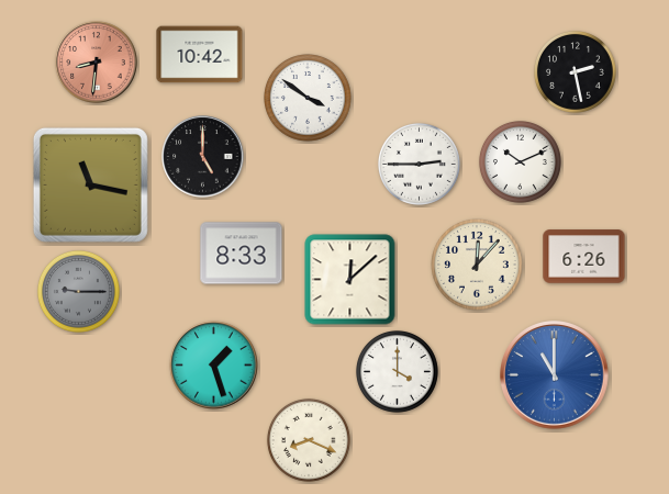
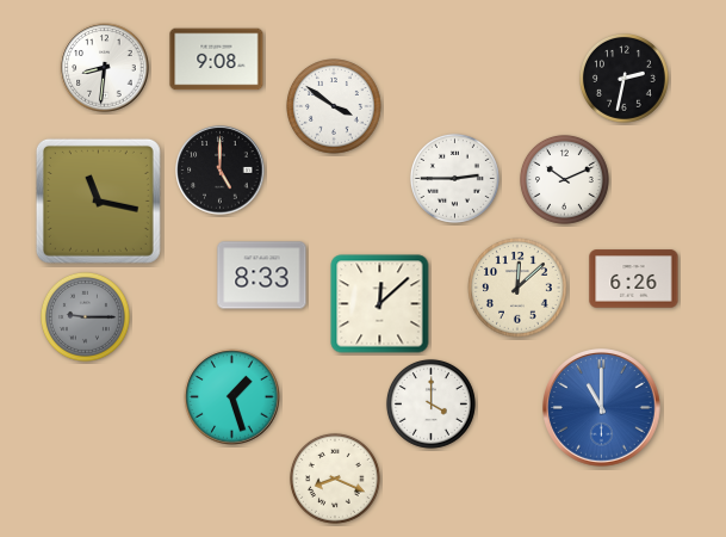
clock at (200, 55): 10:42 -> 9:08
clock at (97, 63) dial: salmon -> white
clock at (575, 71): 2:28 -> 2:32
clock at (520, 161) position: (520, 161) -> (564, 179)
clock at (477, 265): 12:07 -> 12:08
